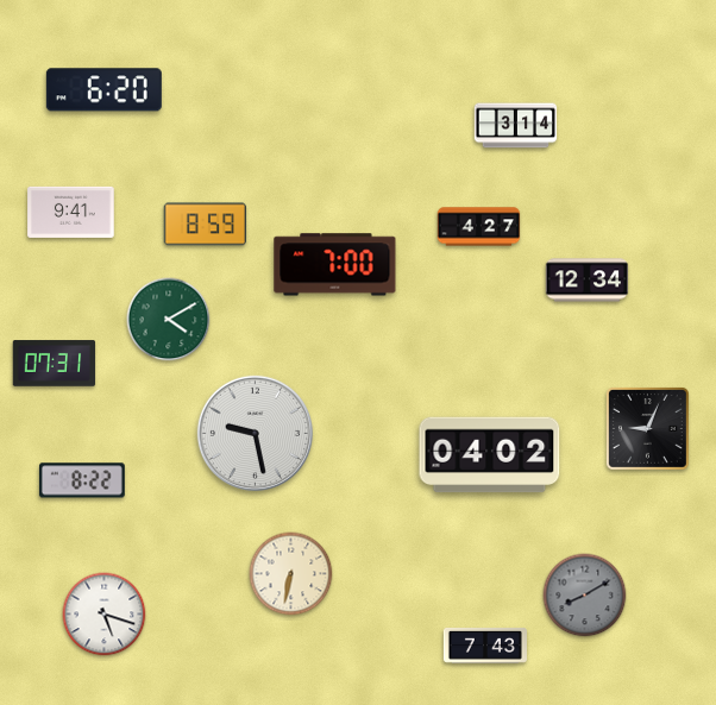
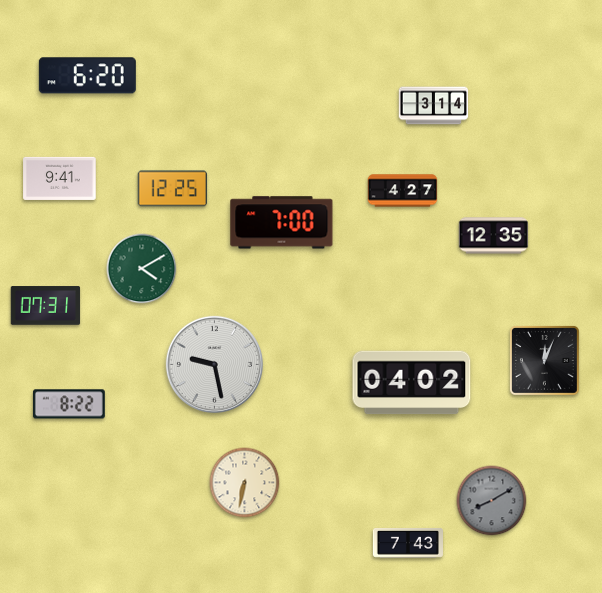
clock at (206, 225): 8:59 -> 12:25
clock at (588, 281): 12:34 -> 12:35
clock at (648, 428): 9:04 -> 12:04
clock at (105, 615): 5:18 -> none
